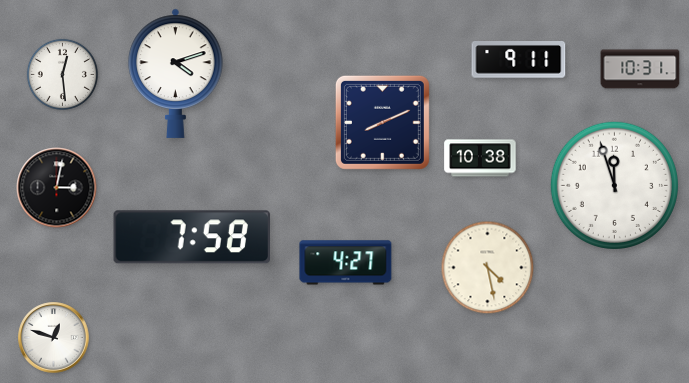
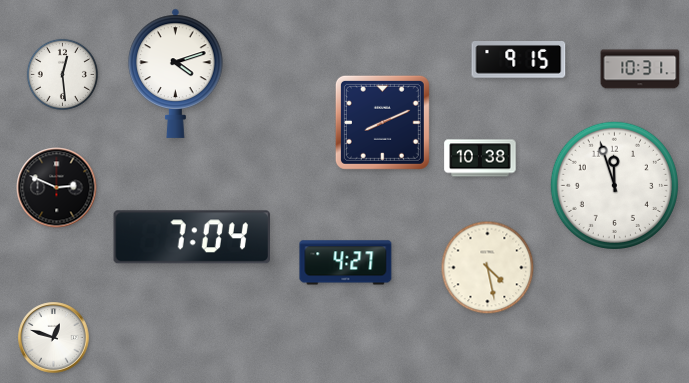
clock at (519, 60): 9:11 -> 9:15
clock at (57, 188): 3:02 -> 2:49
clock at (192, 237): 7:58 -> 7:04
